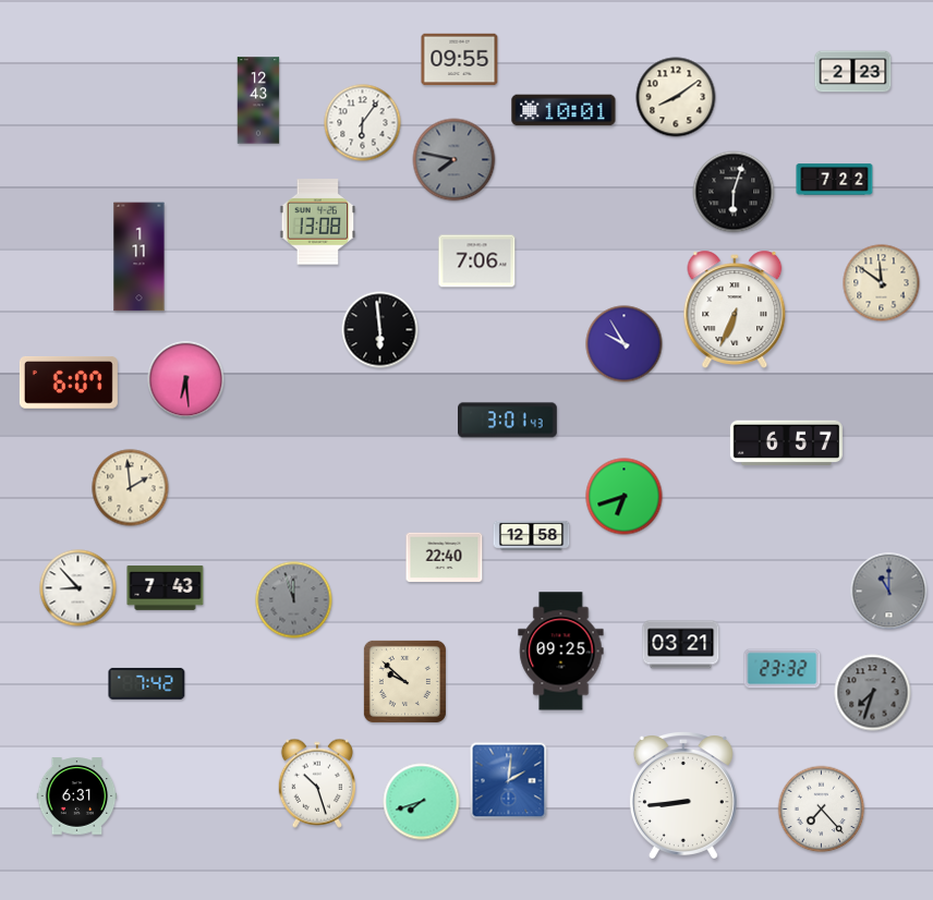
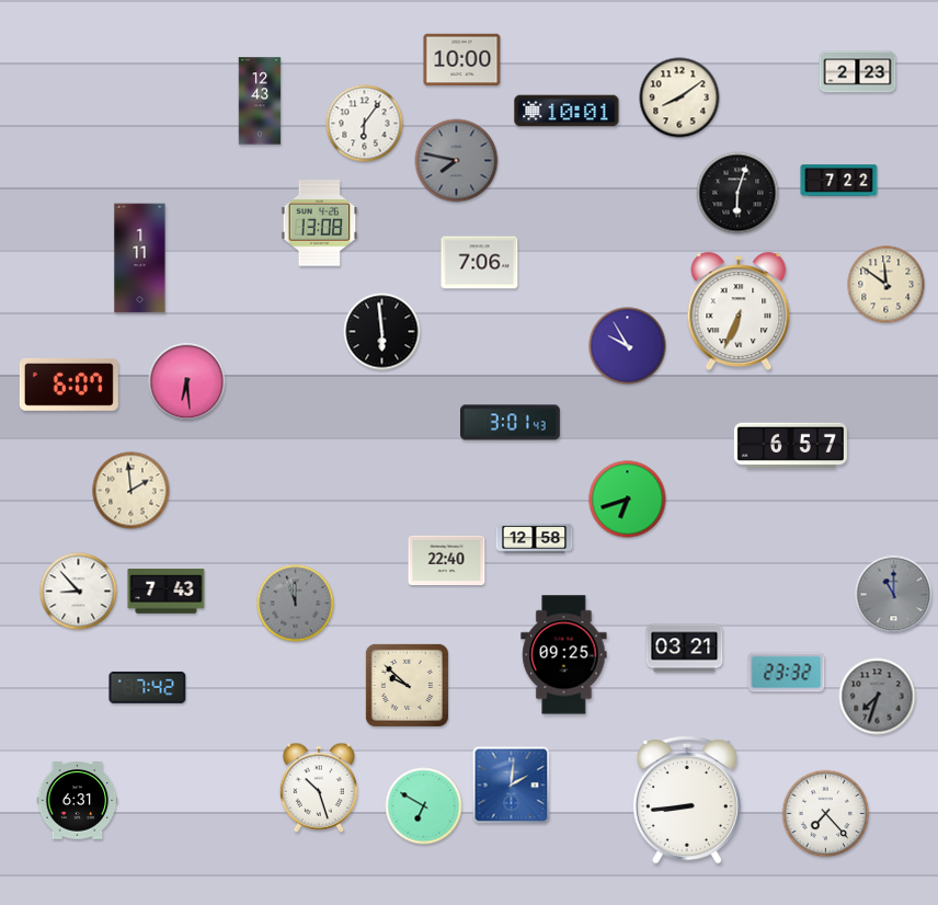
clock at (460, 60): 09:55 -> 10:00
clock at (422, 802): 7:42 -> 6:50
